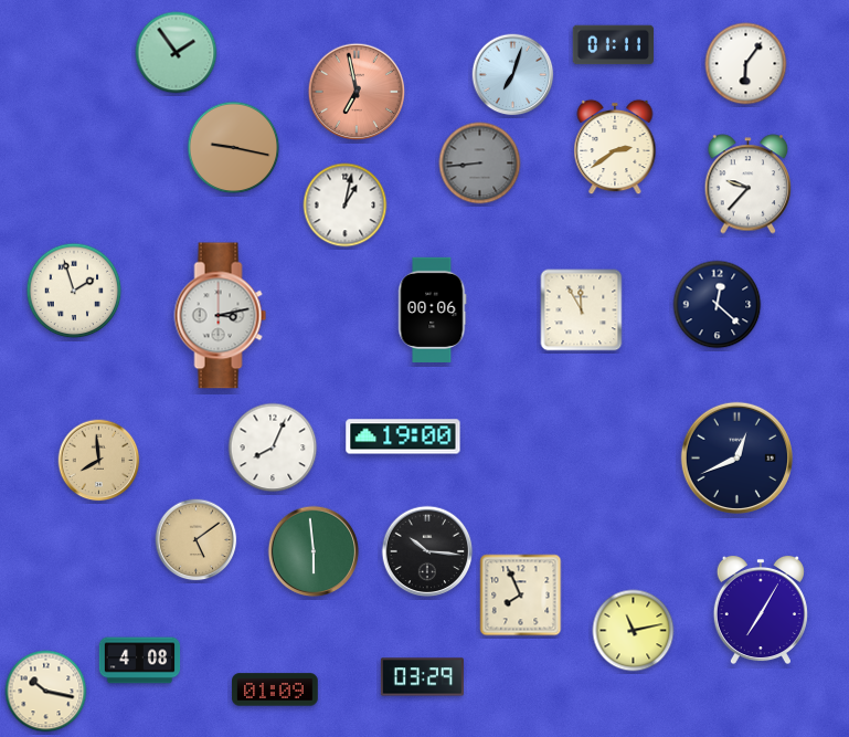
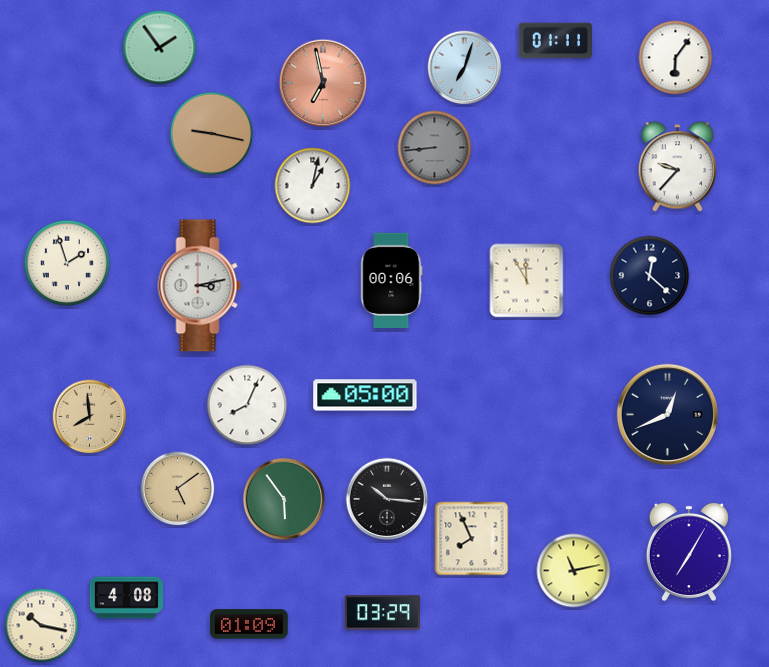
clock at (615, 147): 2:39 -> none
clock at (403, 436): 19:00 -> 05:00
clock at (314, 551): 5:59 -> 5:54
